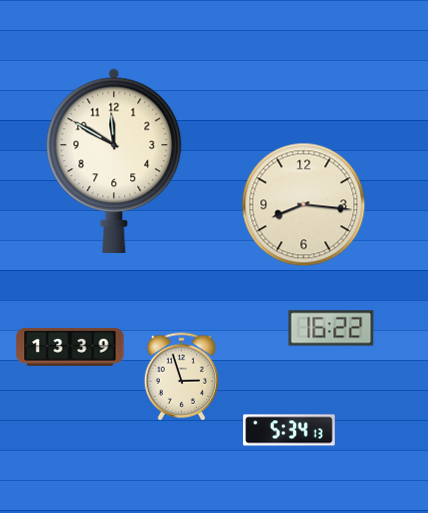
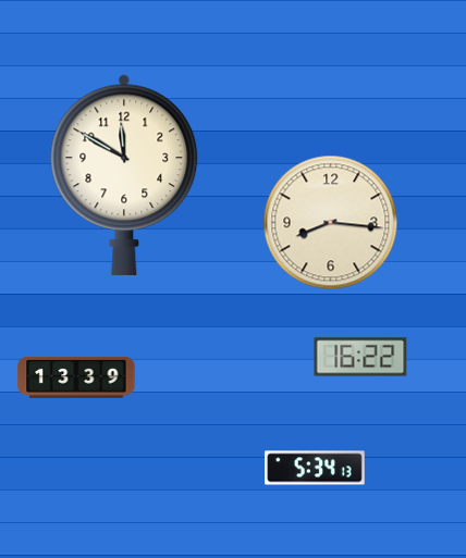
clock at (181, 377): 2:57 -> none
